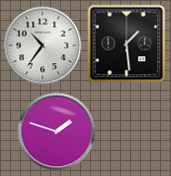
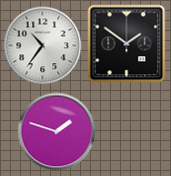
clock at (126, 43): 1:29 -> 1:51
